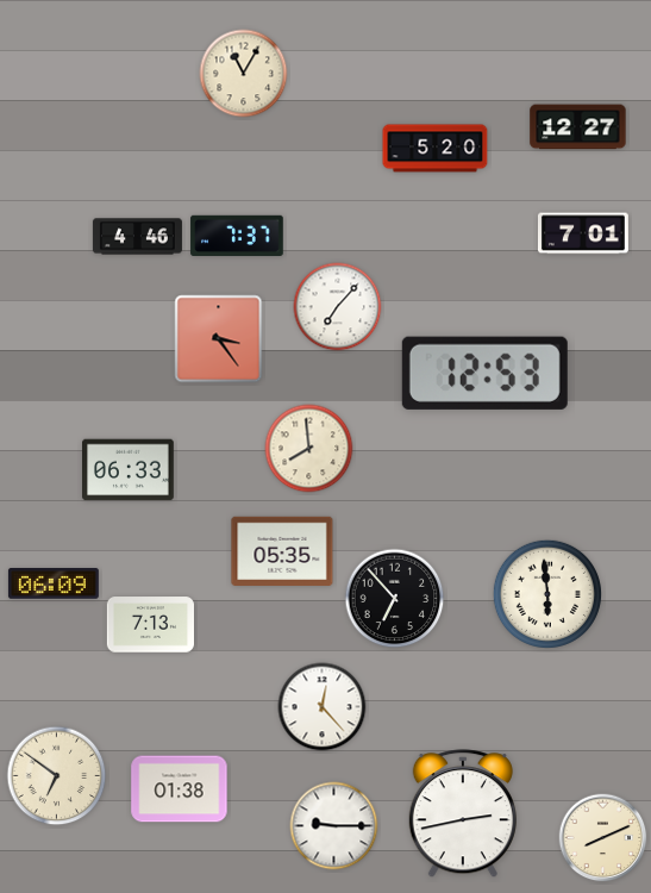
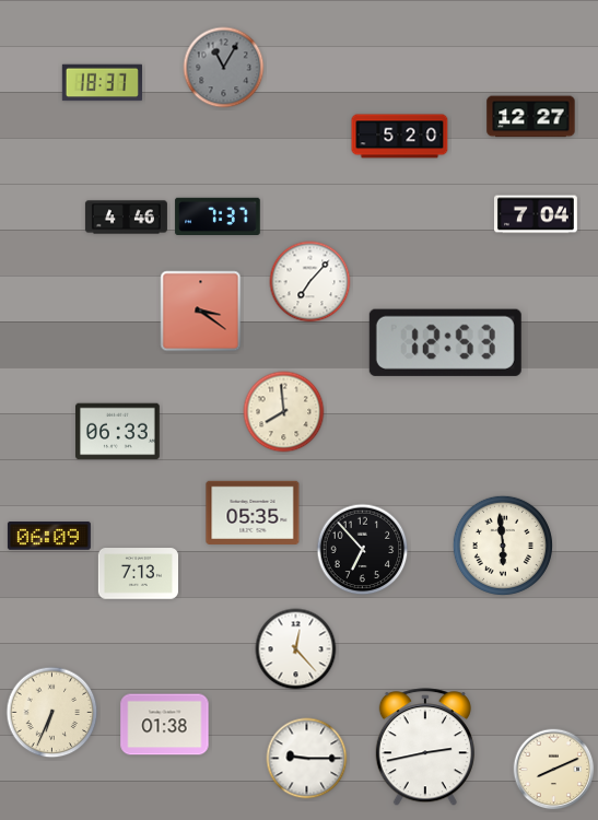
clock at (244, 74) dial: cream -> grey
clock at (102, 83): none -> 18:37
clock at (583, 233): 7:01 -> 7:04
clock at (219, 339): 3:24 -> 3:21
clock at (282, 550) position: (282, 550) -> (253, 512)
clock at (57, 776): 6:51 -> 6:34
